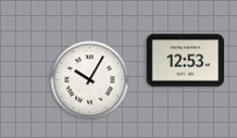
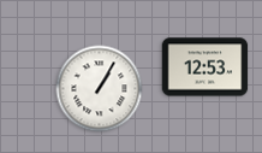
clock at (90, 80): 10:05 -> 1:05
